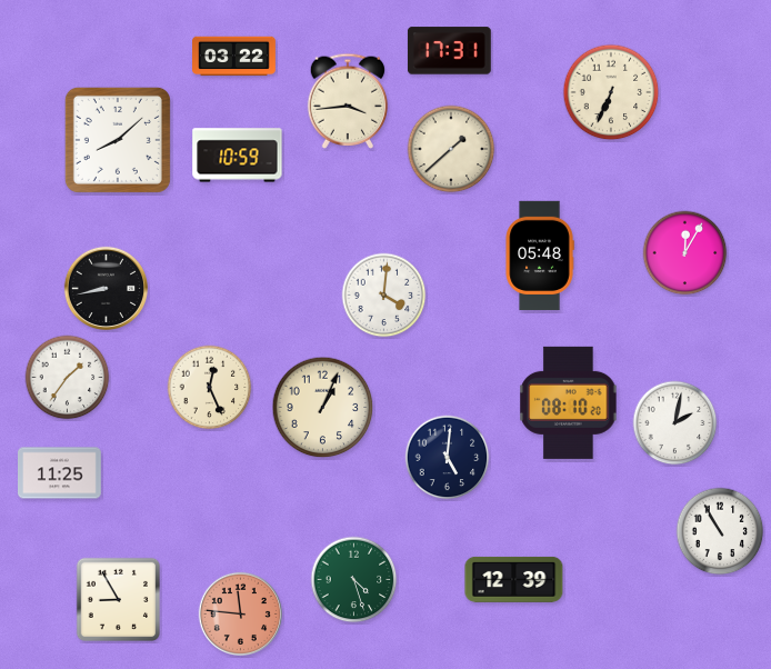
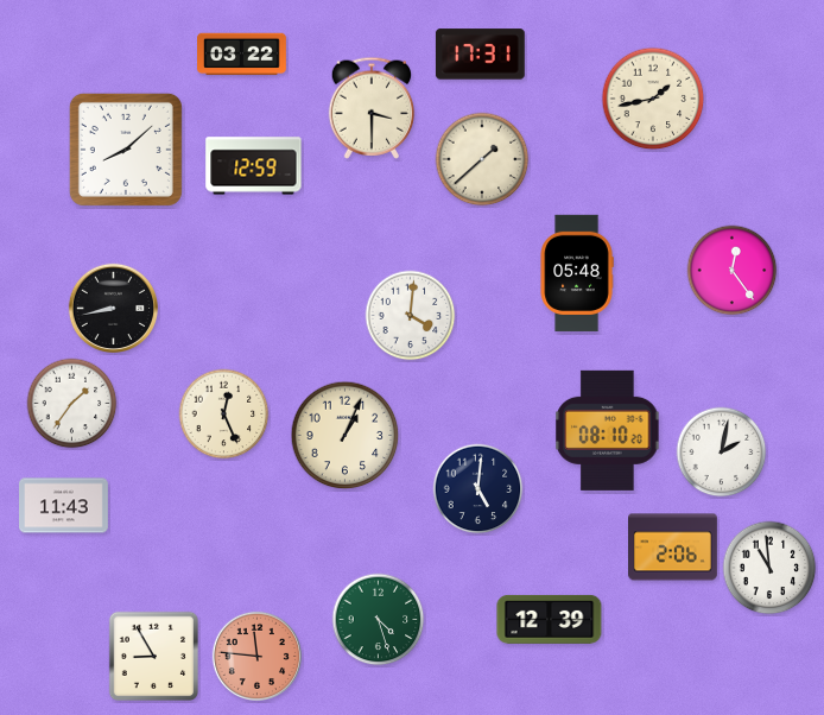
clock at (234, 57) position: (234, 57) -> (242, 55)
clock at (611, 92): 6:34 -> 1:43
clock at (348, 101): 3:44 -> 3:30
clock at (238, 156): 10:59 -> 12:59
clock at (685, 253): 12:05 -> 12:24
clock at (60, 473): 11:25 -> 11:43
clock at (673, 548): none -> 2:06
clock at (720, 531): 10:55 -> 10:59
clock at (118, 599) position: (118, 599) -> (153, 656)
